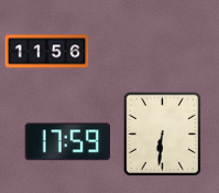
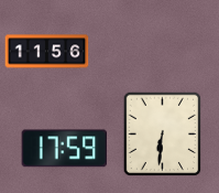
clock at (67, 142) position: (67, 142) -> (64, 149)
